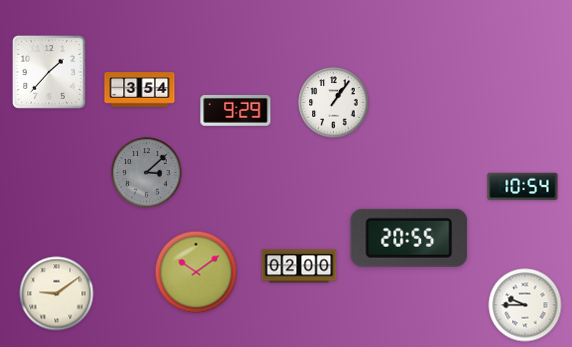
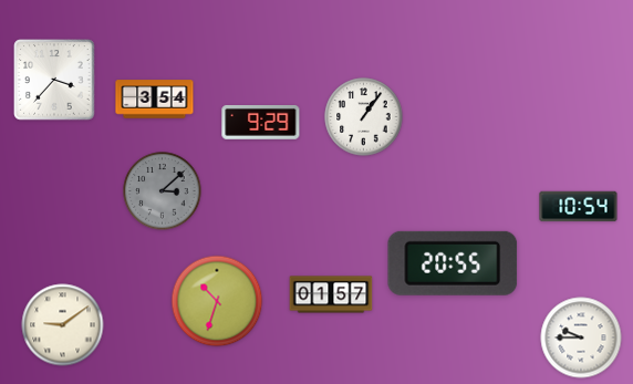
clock at (49, 72): 1:37 -> 3:37
clock at (334, 103) position: (334, 103) -> (364, 117)
clock at (299, 266): 02:00 -> 01:57
clock at (196, 272): 10:09 -> 10:33
